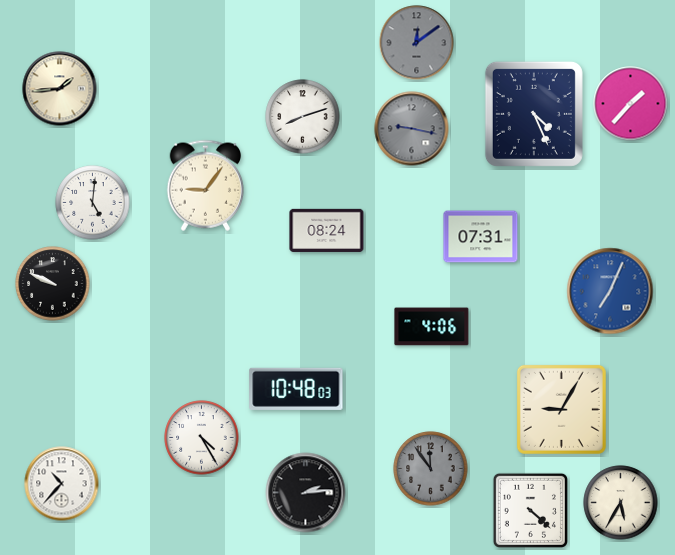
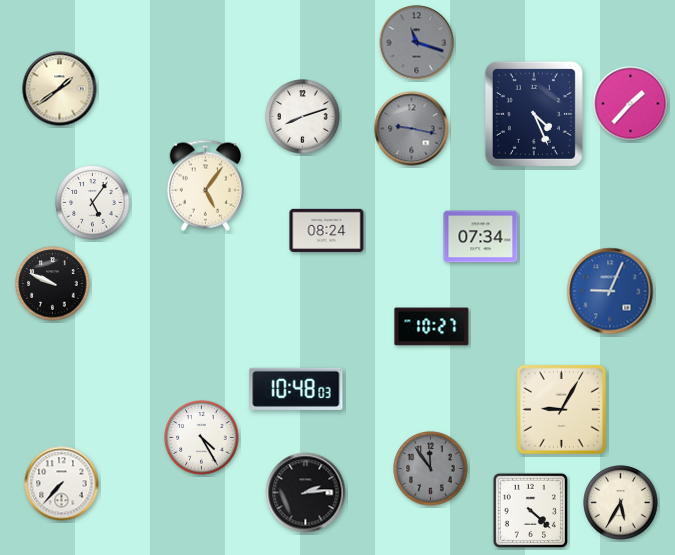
clock at (417, 43): 12:09 -> 11:18
clock at (60, 89): 1:44 -> 1:39
clock at (206, 185): 9:06 -> 5:06
clock at (93, 203): 5:01 -> 5:06
clock at (481, 237): 07:31 -> 07:34
clock at (610, 291): 7:04 -> 9:04
clock at (432, 327): 4:06 -> 10:27
clock at (62, 484): 10:37 -> 7:37
